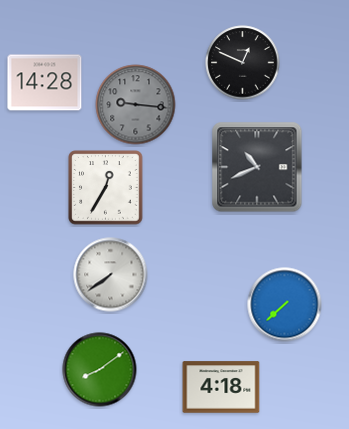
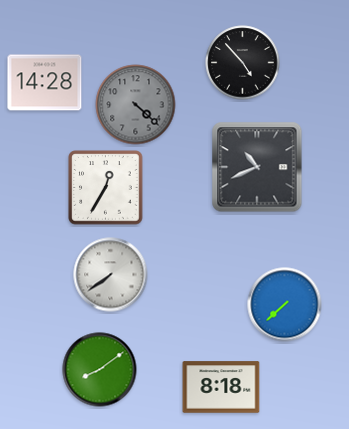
clock at (243, 63): 12:49 -> 4:53
clock at (136, 105): 9:16 -> 4:22
clock at (221, 387): 4:18 -> 8:18
